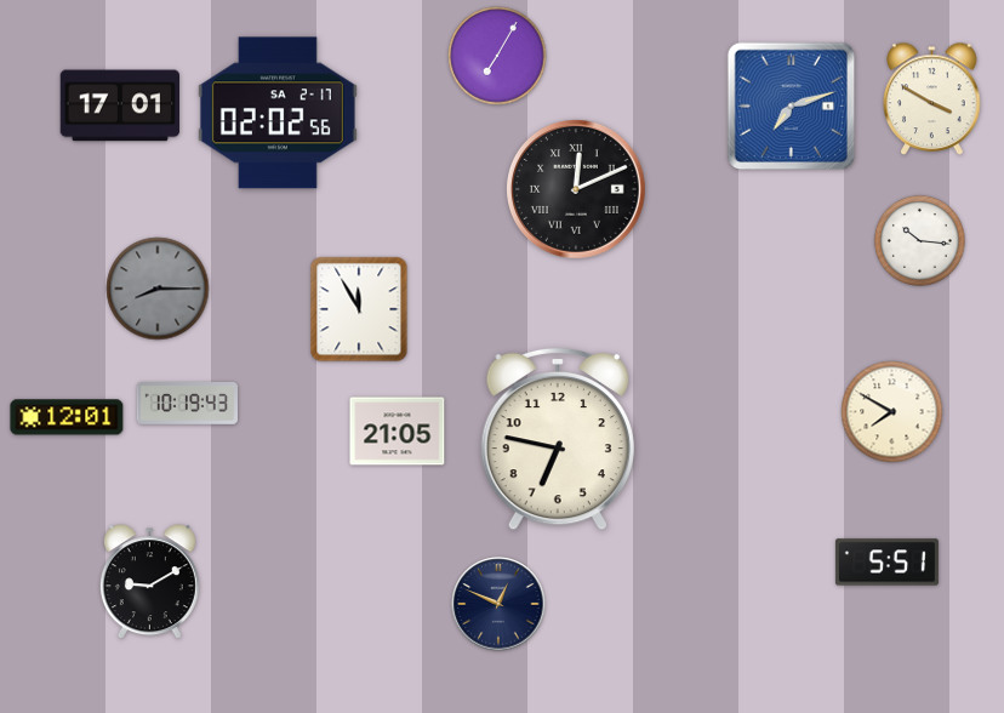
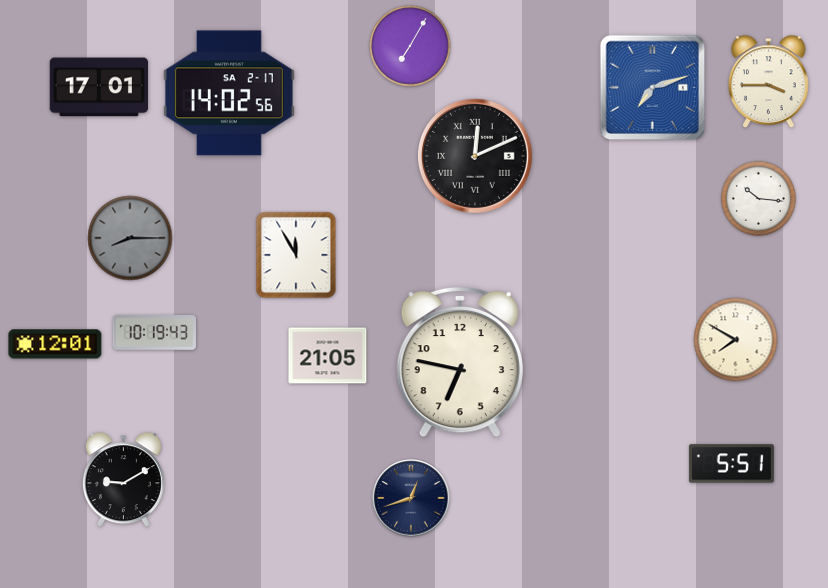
clock at (932, 99): 3:50 -> 3:45
clock at (278, 113): 02:02 -> 14:02
clock at (498, 604): 12:49 -> 12:42
